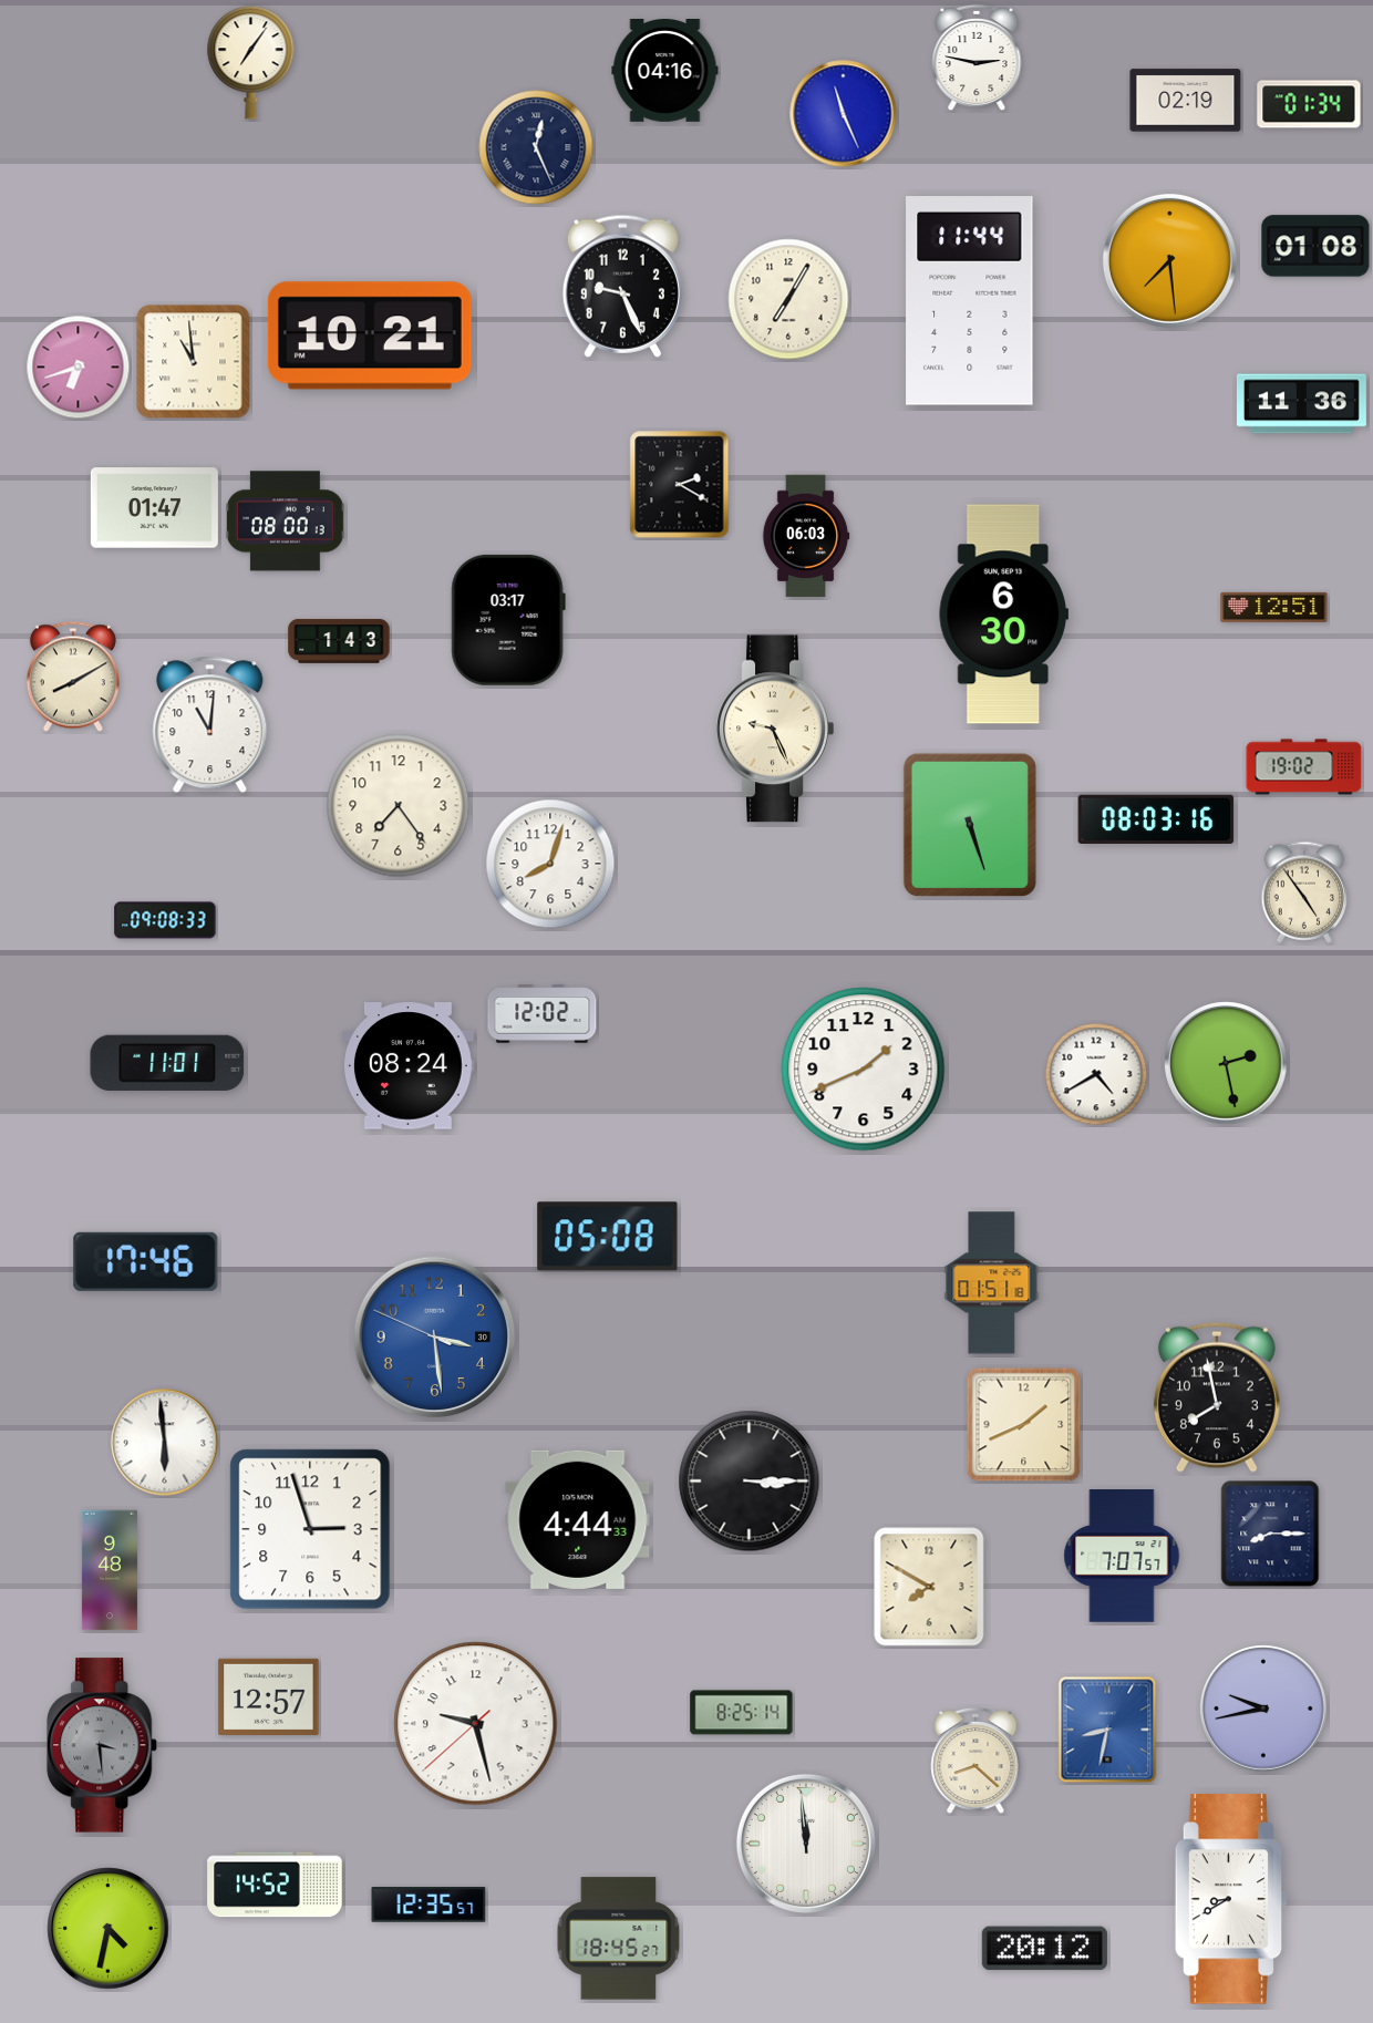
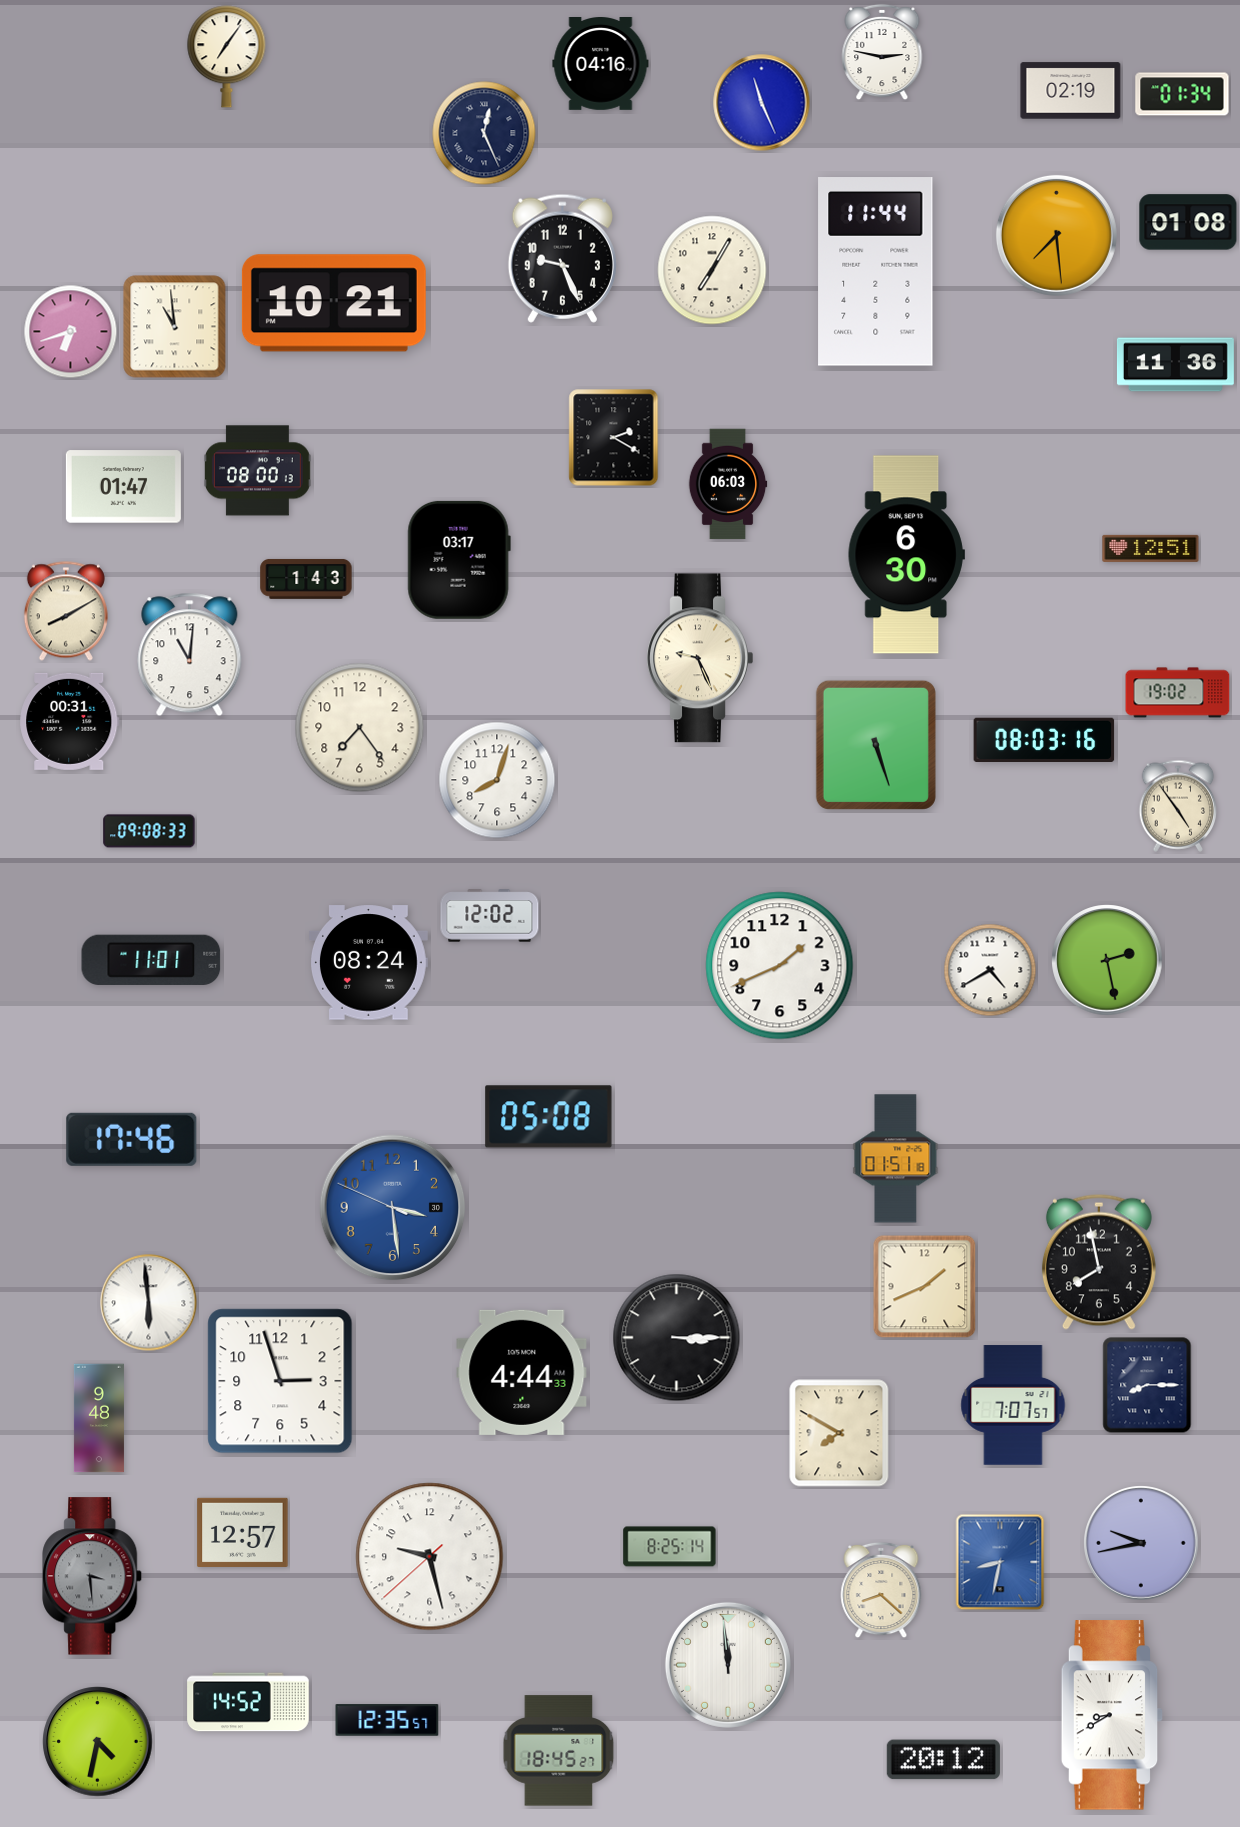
clock at (154, 508) position: (154, 508) -> (123, 487)
clock at (70, 721): none -> 00:31
